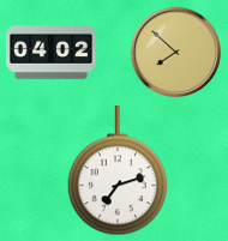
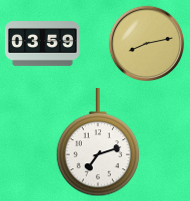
clock at (50, 53): 04:02 -> 03:59
clock at (176, 53): 7:52 -> 8:13
